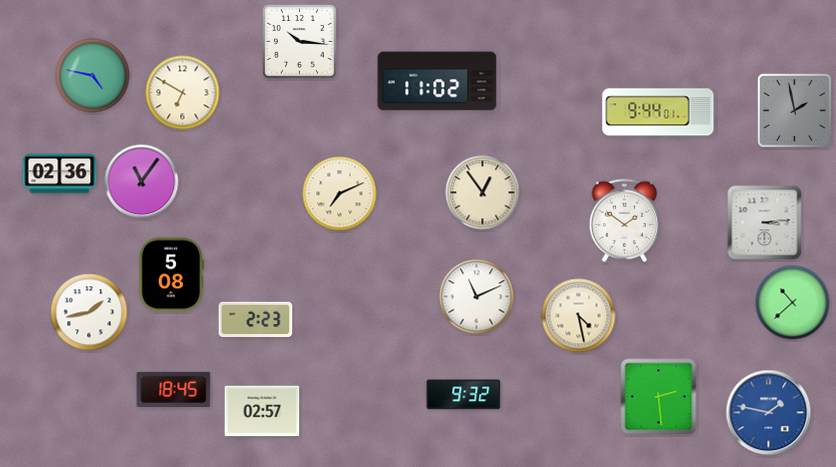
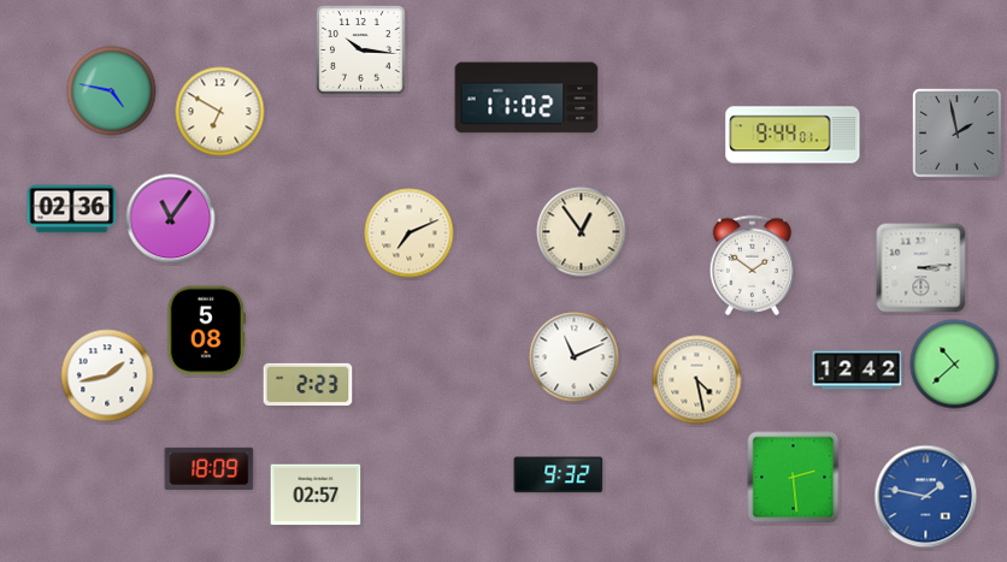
clock at (858, 371): none -> 12:42
clock at (174, 389): 18:45 -> 18:09
